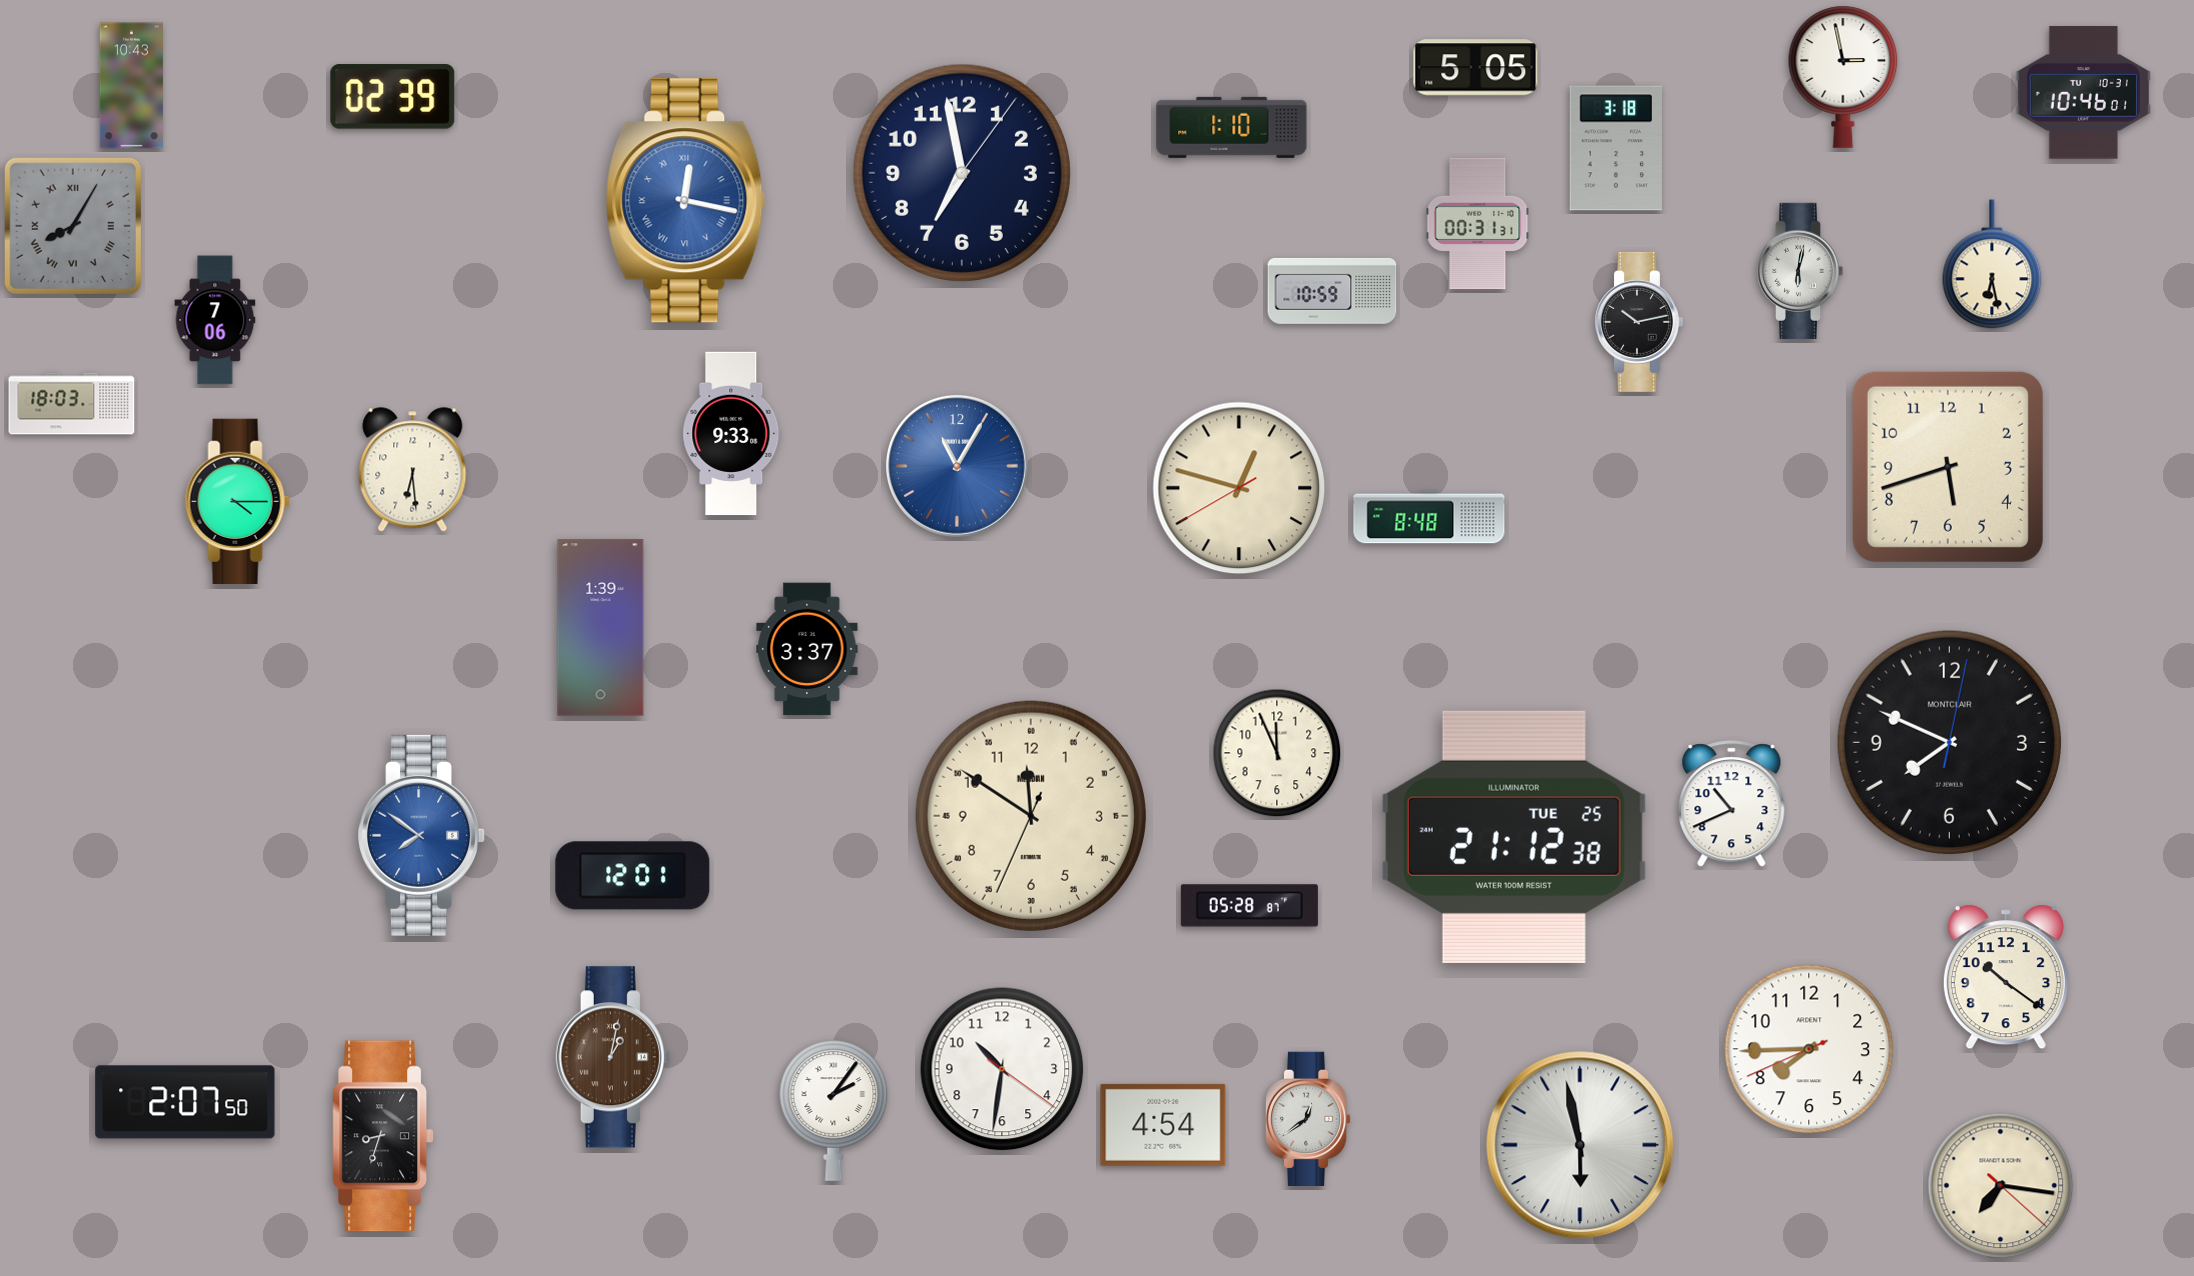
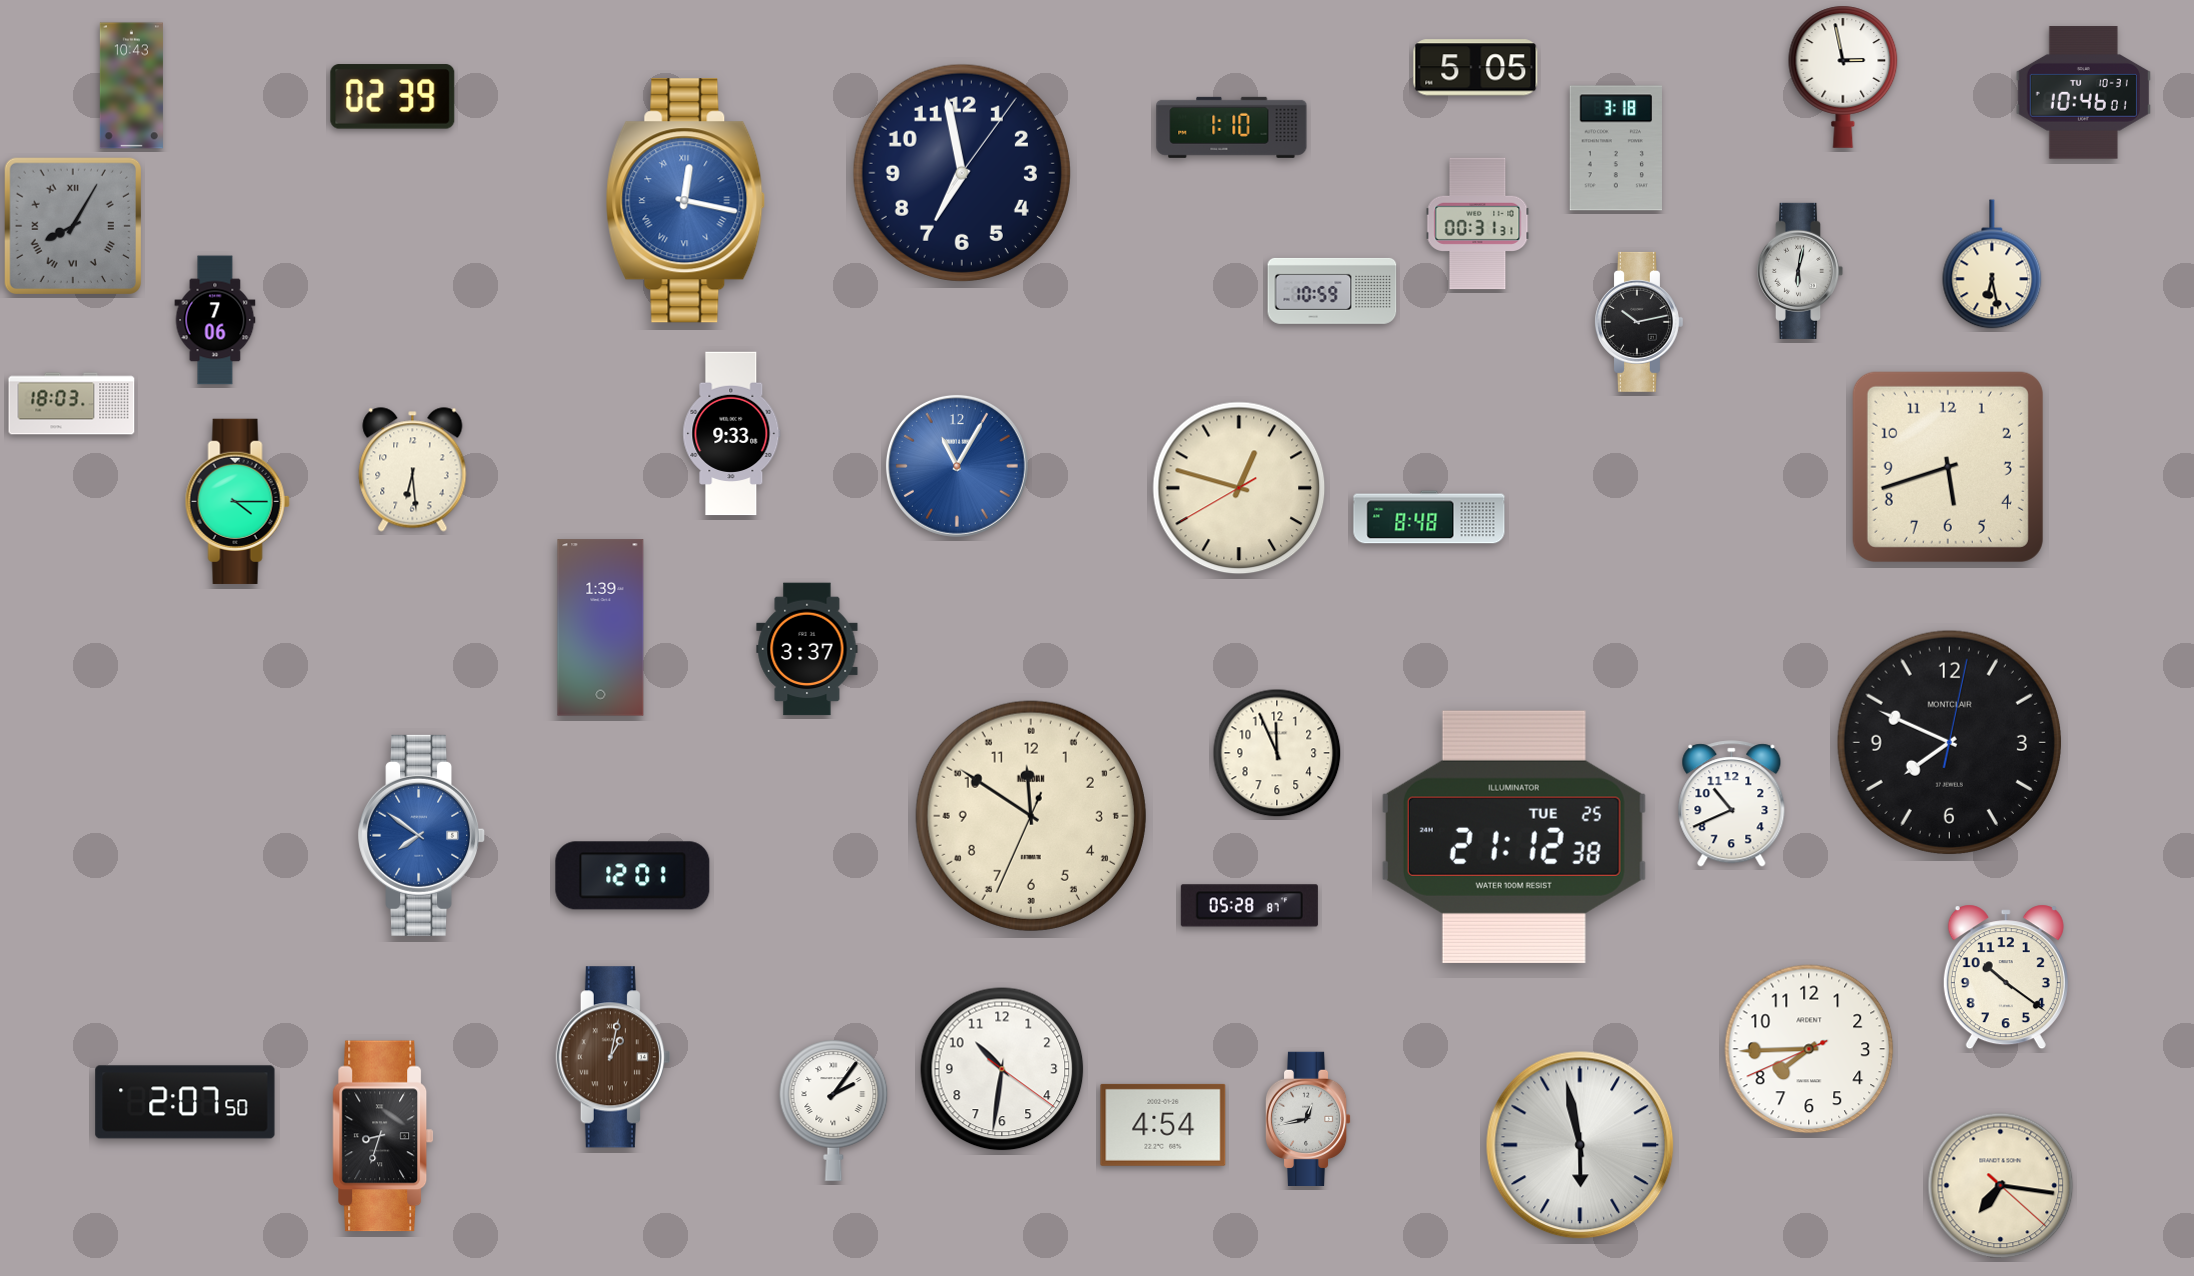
clock at (1308, 1118): 12:39 -> 12:43
